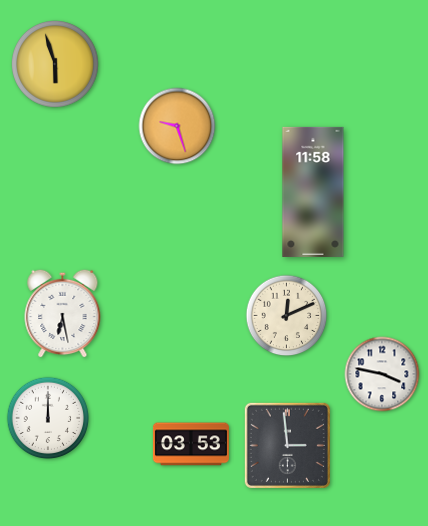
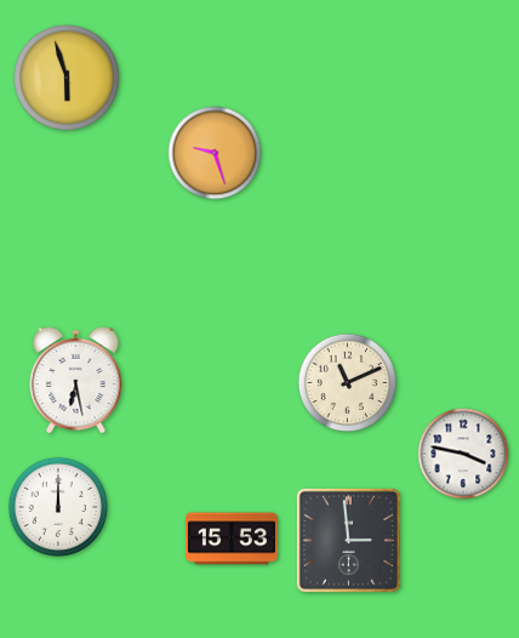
clock at (313, 192): 11:58 -> none
clock at (287, 316): 12:11 -> 11:11
clock at (191, 444): 03:53 -> 15:53
